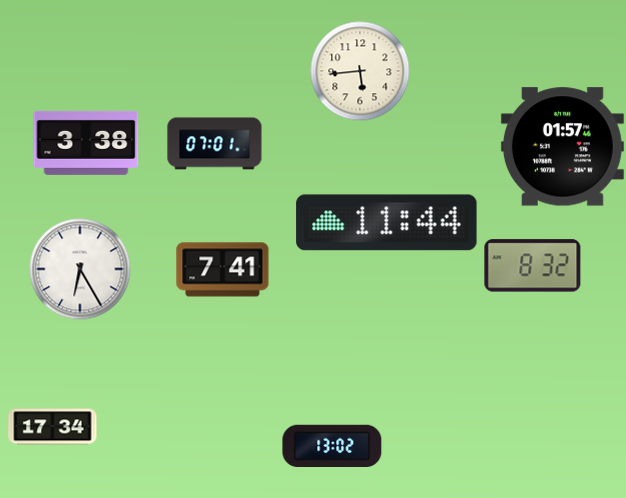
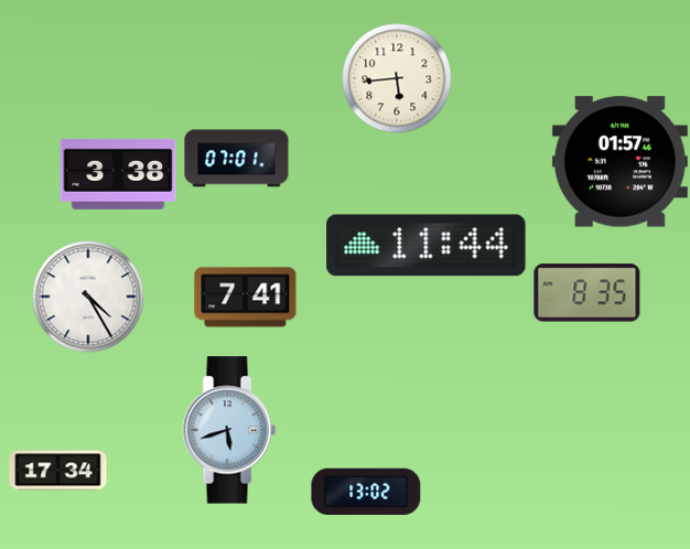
clock at (86, 143) position: (86, 143) -> (118, 174)
clock at (533, 266): 8:32 -> 8:35
clock at (80, 269): 6:25 -> 4:25
clock at (229, 430): none -> 5:42
